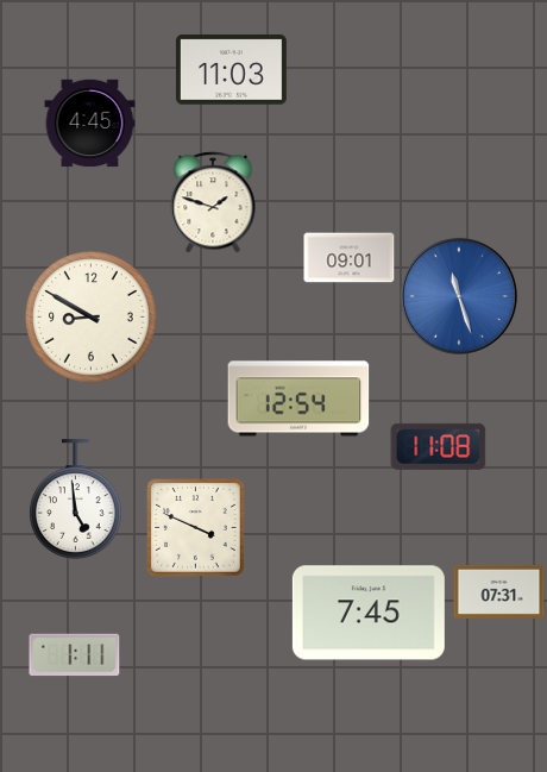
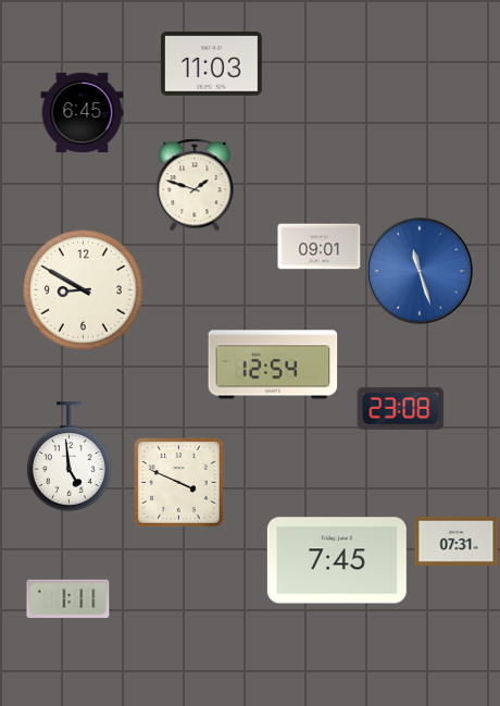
clock at (90, 124): 4:45 -> 6:45
clock at (350, 258) position: (350, 258) -> (320, 247)
clock at (439, 446): 11:08 -> 23:08
